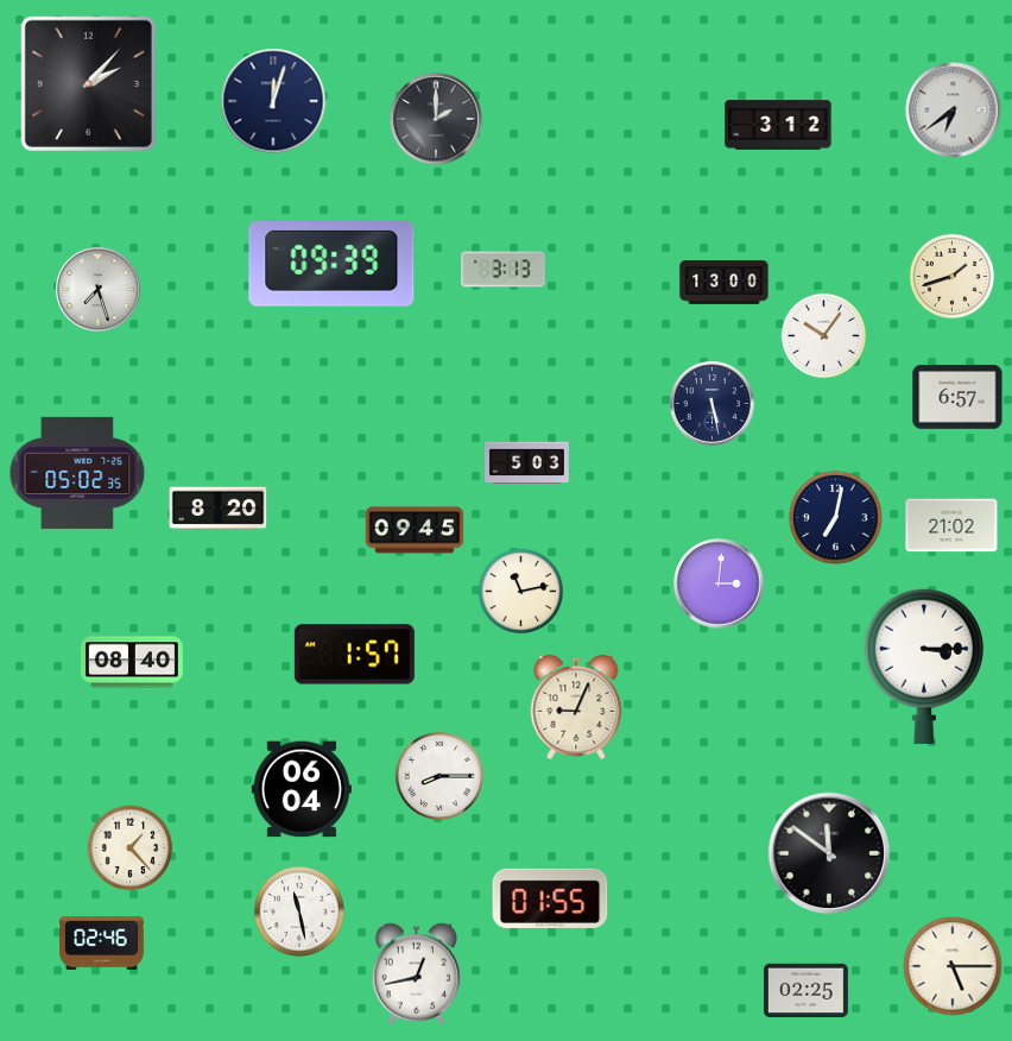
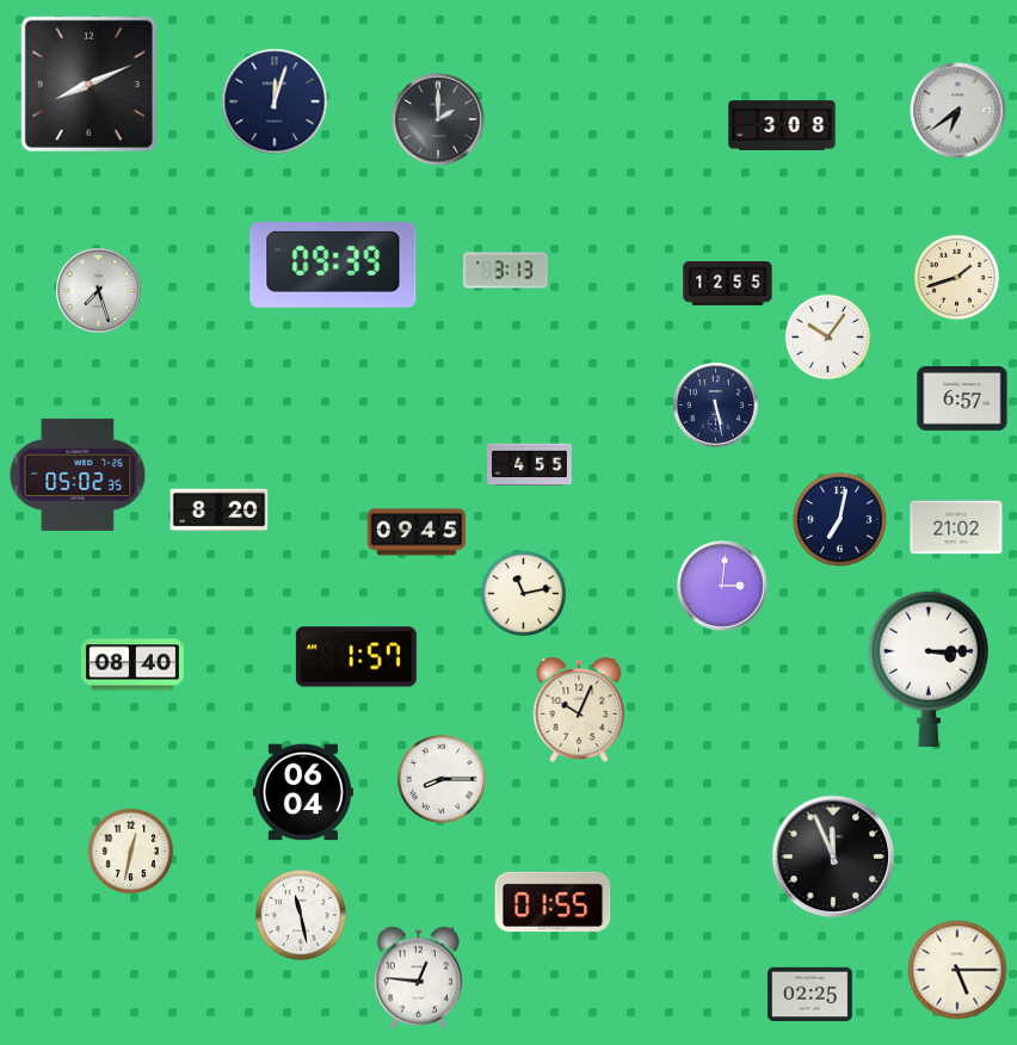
clock at (88, 83): 2:07 -> 8:11
clock at (778, 125): 3:12 -> 3:08
clock at (725, 283): 13:00 -> 12:55
clock at (527, 463): 5:03 -> 4:55
clock at (576, 707): 9:04 -> 10:04
clock at (131, 848): 1:23 -> 12:32
clock at (829, 853): 11:51 -> 11:56
clock at (102, 942): 02:46 -> none
clock at (416, 974): 12:43 -> 12:46
